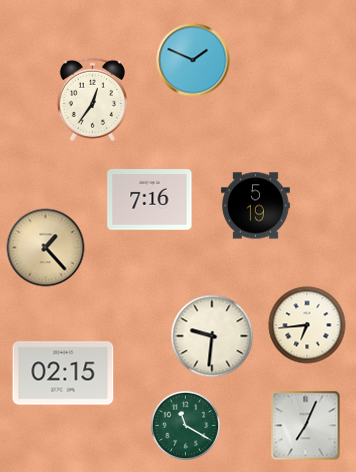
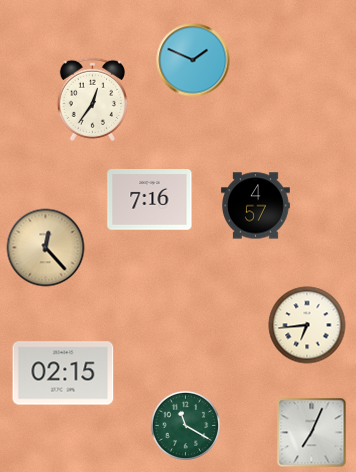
clock at (256, 206): 5:19 -> 4:57
clock at (46, 248): 1:23 -> 12:23
clock at (212, 336): 9:31 -> none
clock at (306, 426) position: (306, 426) -> (312, 433)
